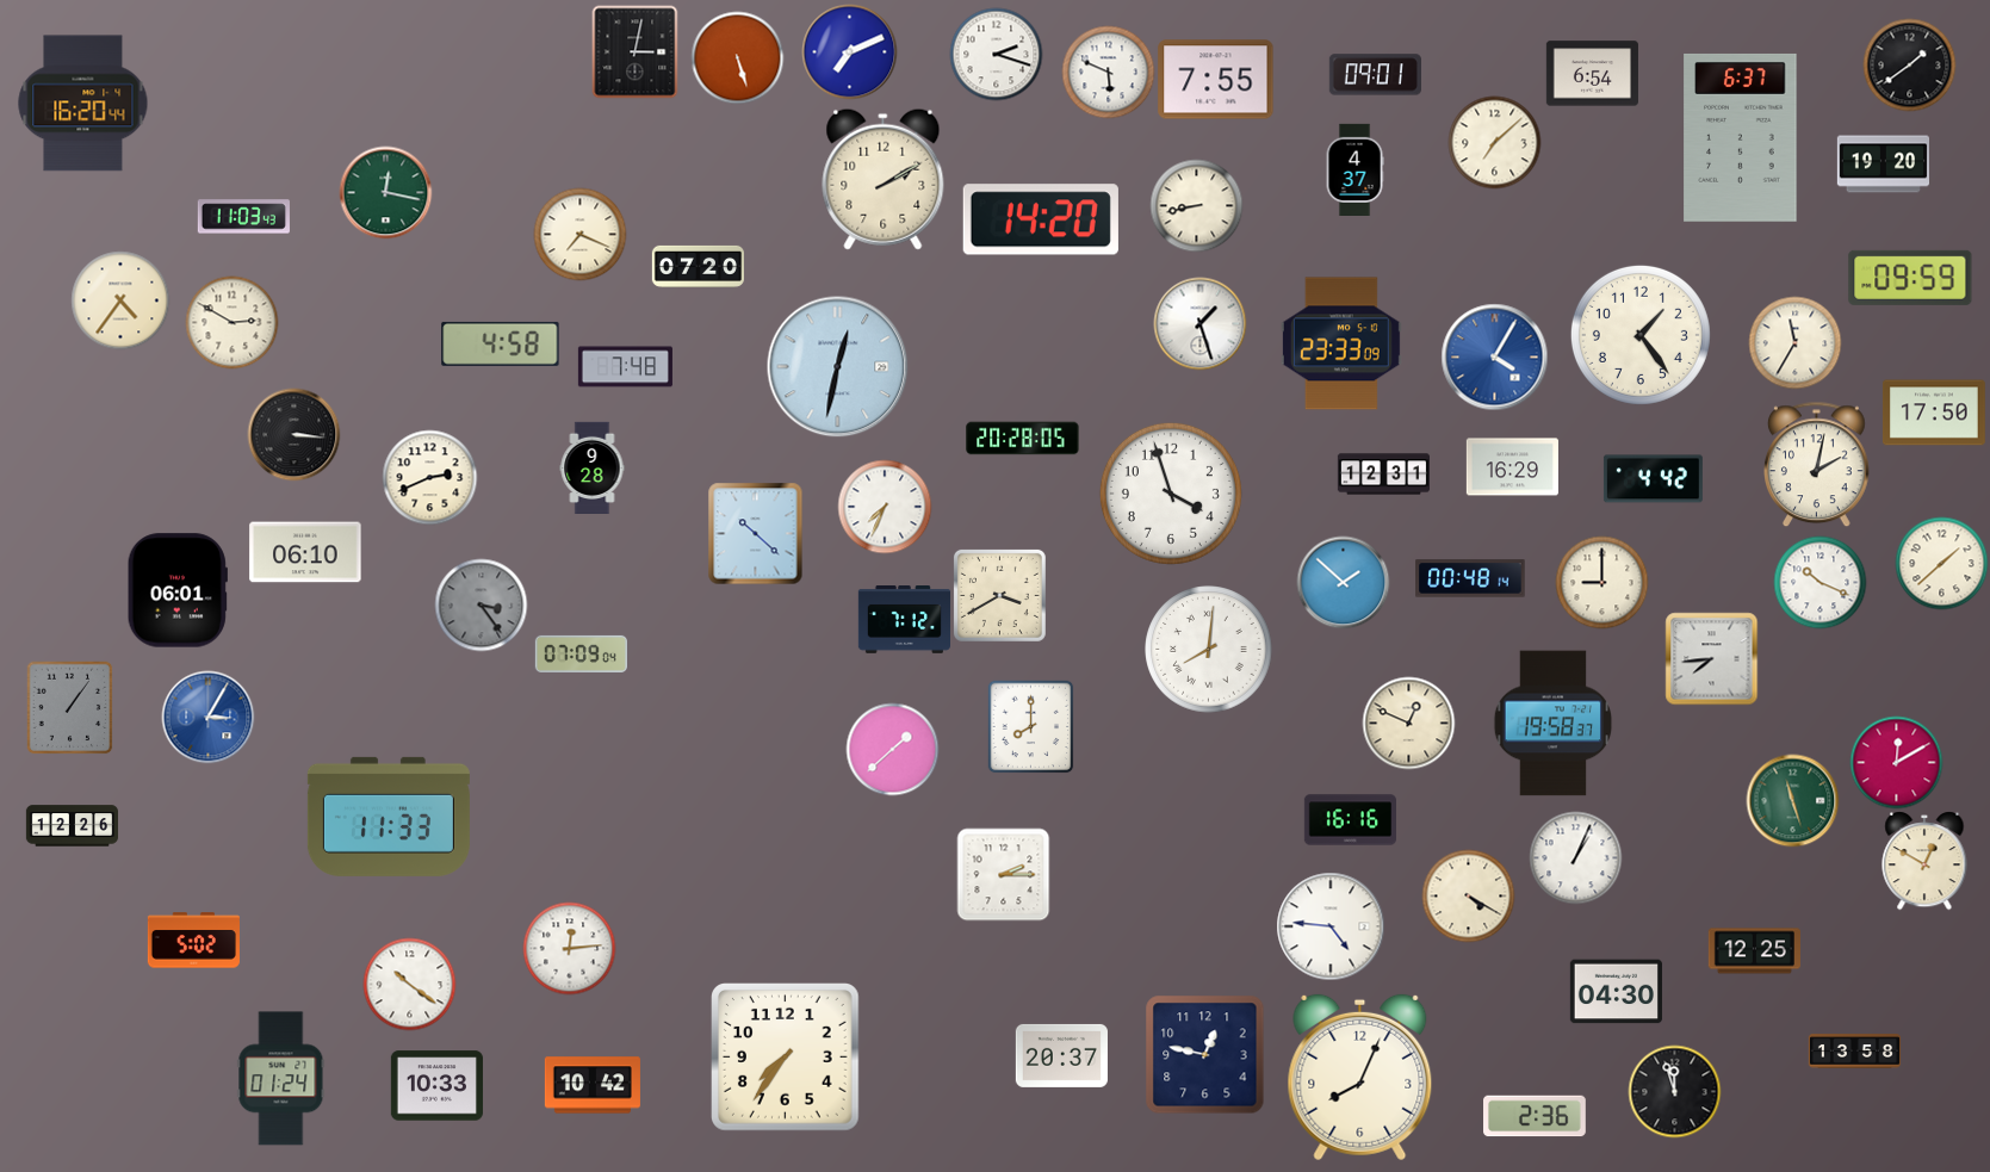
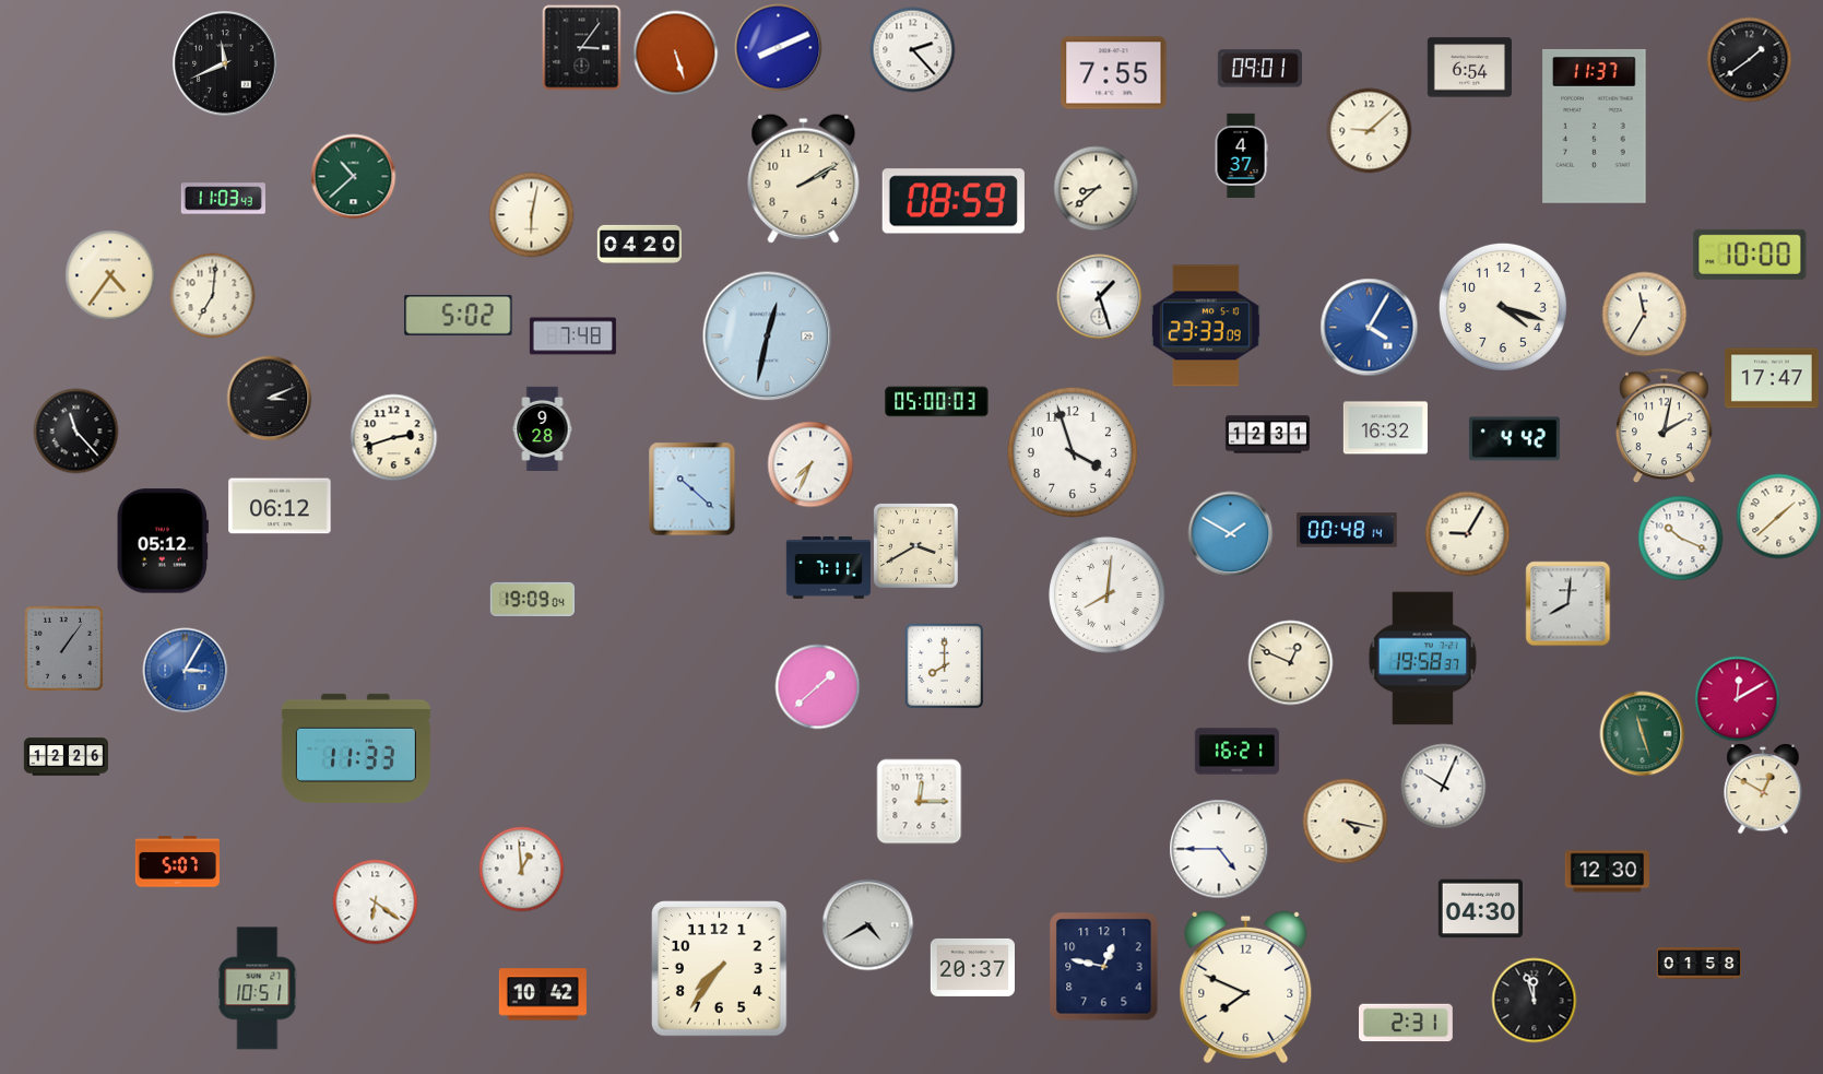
clock at (636, 51): 3:02 -> 3:06
clock at (849, 51): 7:11 -> 8:11
clock at (996, 54): 2:18 -> 2:23
clock at (225, 63): none -> 11:41
clock at (1108, 72): 5:49 -> none
clock at (1592, 74) position: (1592, 74) -> (1469, 68)
clock at (83, 104): 16:20 -> none
clock at (1741, 137): 6:37 -> 11:37
clock at (1494, 142): 7:08 -> 9:08
clock at (1883, 165): 19:20 -> none
clock at (884, 179) position: (884, 179) -> (804, 178)
clock at (385, 192): 12:17 -> 10:38
clock at (1196, 205): 8:43 -> 8:38
clock at (1041, 219): 14:20 -> 08:59
clock at (579, 234): 7:19 -> 6:02
clock at (698, 266): 07:20 -> 04:20
clock at (1910, 278): 09:59 -> 10:00
clock at (231, 322): 2:50 -> 7:01
clock at (1641, 335): 1:24 -> 4:18
clock at (501, 343): 4:58 -> 5:02
clock at (1341, 343) position: (1341, 343) -> (1206, 326)
clock at (1934, 413): 17:50 -> 17:47
clock at (293, 434): 3:16 -> 3:11
clock at (1023, 439): 20:28 -> 05:00
clock at (1512, 467): 16:29 -> 16:32
clock at (75, 430): none -> 11:23
clock at (429, 477): 2:41 -> 2:42
clock at (305, 552): 06:10 -> 06:12
clock at (1343, 582): 1:52 -> 1:50
clock at (1601, 582): 9:00 -> 9:05
clock at (1819, 582) position: (1819, 582) -> (1680, 538)
clock at (178, 590): 06:01 -> 05:12
clock at (481, 604): 3:24 -> none
clock at (904, 620): 7:12 -> 7:11
clock at (581, 653): 07:09 -> 19:09
clock at (1711, 658): 7:44 -> 8:01
clock at (207, 717) position: (207, 717) -> (185, 670)
clock at (1554, 724) position: (1554, 724) -> (1423, 659)
clock at (1350, 820): 16:16 -> 16:21
clock at (1575, 857): 1:04 -> 10:04
clock at (1003, 874): 2:15 -> 12:15
clock at (1468, 895): 4:20 -> 4:17
clock at (1331, 926): 4:46 -> 4:45
clock at (193, 941): 5:02 -> 5:07
clock at (569, 948): 12:14 -> 12:59
clock at (1754, 951): 12:25 -> 12:30
clock at (409, 984): 10:21 -> 6:21
clock at (867, 924): none -> 4:40
clock at (1854, 1052): 13:58 -> 01:58
clock at (1360, 1078): 8:04 -> 7:49
clock at (281, 1079): 01:24 -> 10:51
clock at (436, 1086): 10:33 -> none
clock at (1536, 1116): 2:36 -> 2:31
